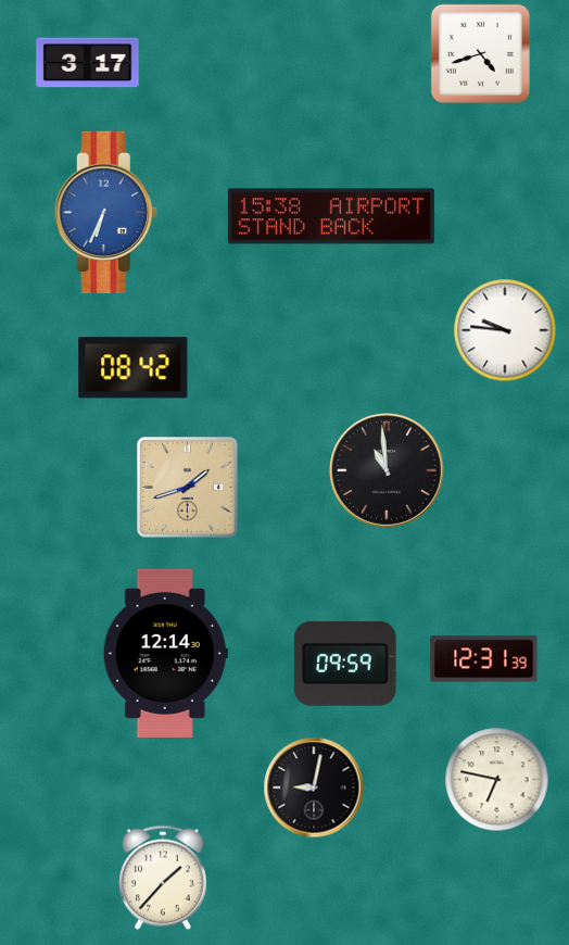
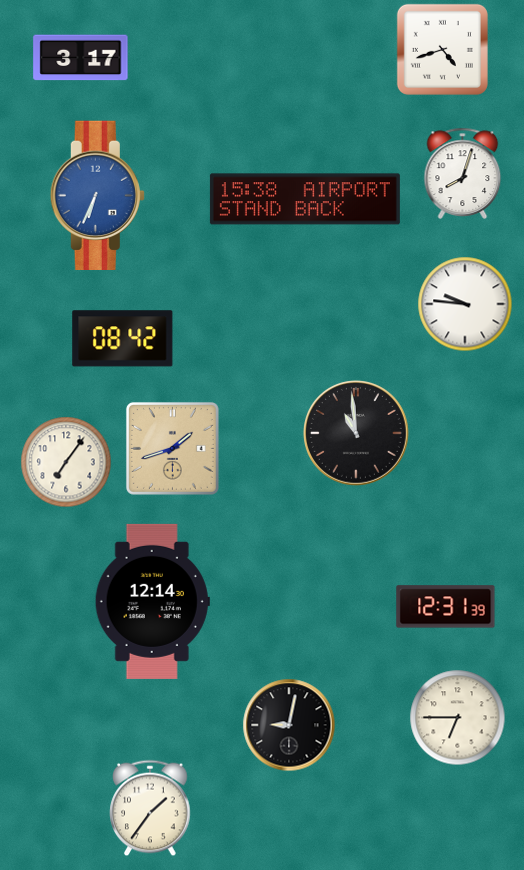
clock at (463, 173): none -> 8:03
clock at (66, 462): none -> 7:06
clock at (345, 664): 09:59 -> none
clock at (497, 780): 6:47 -> 6:45
clock at (163, 878): 1:37 -> 1:36
